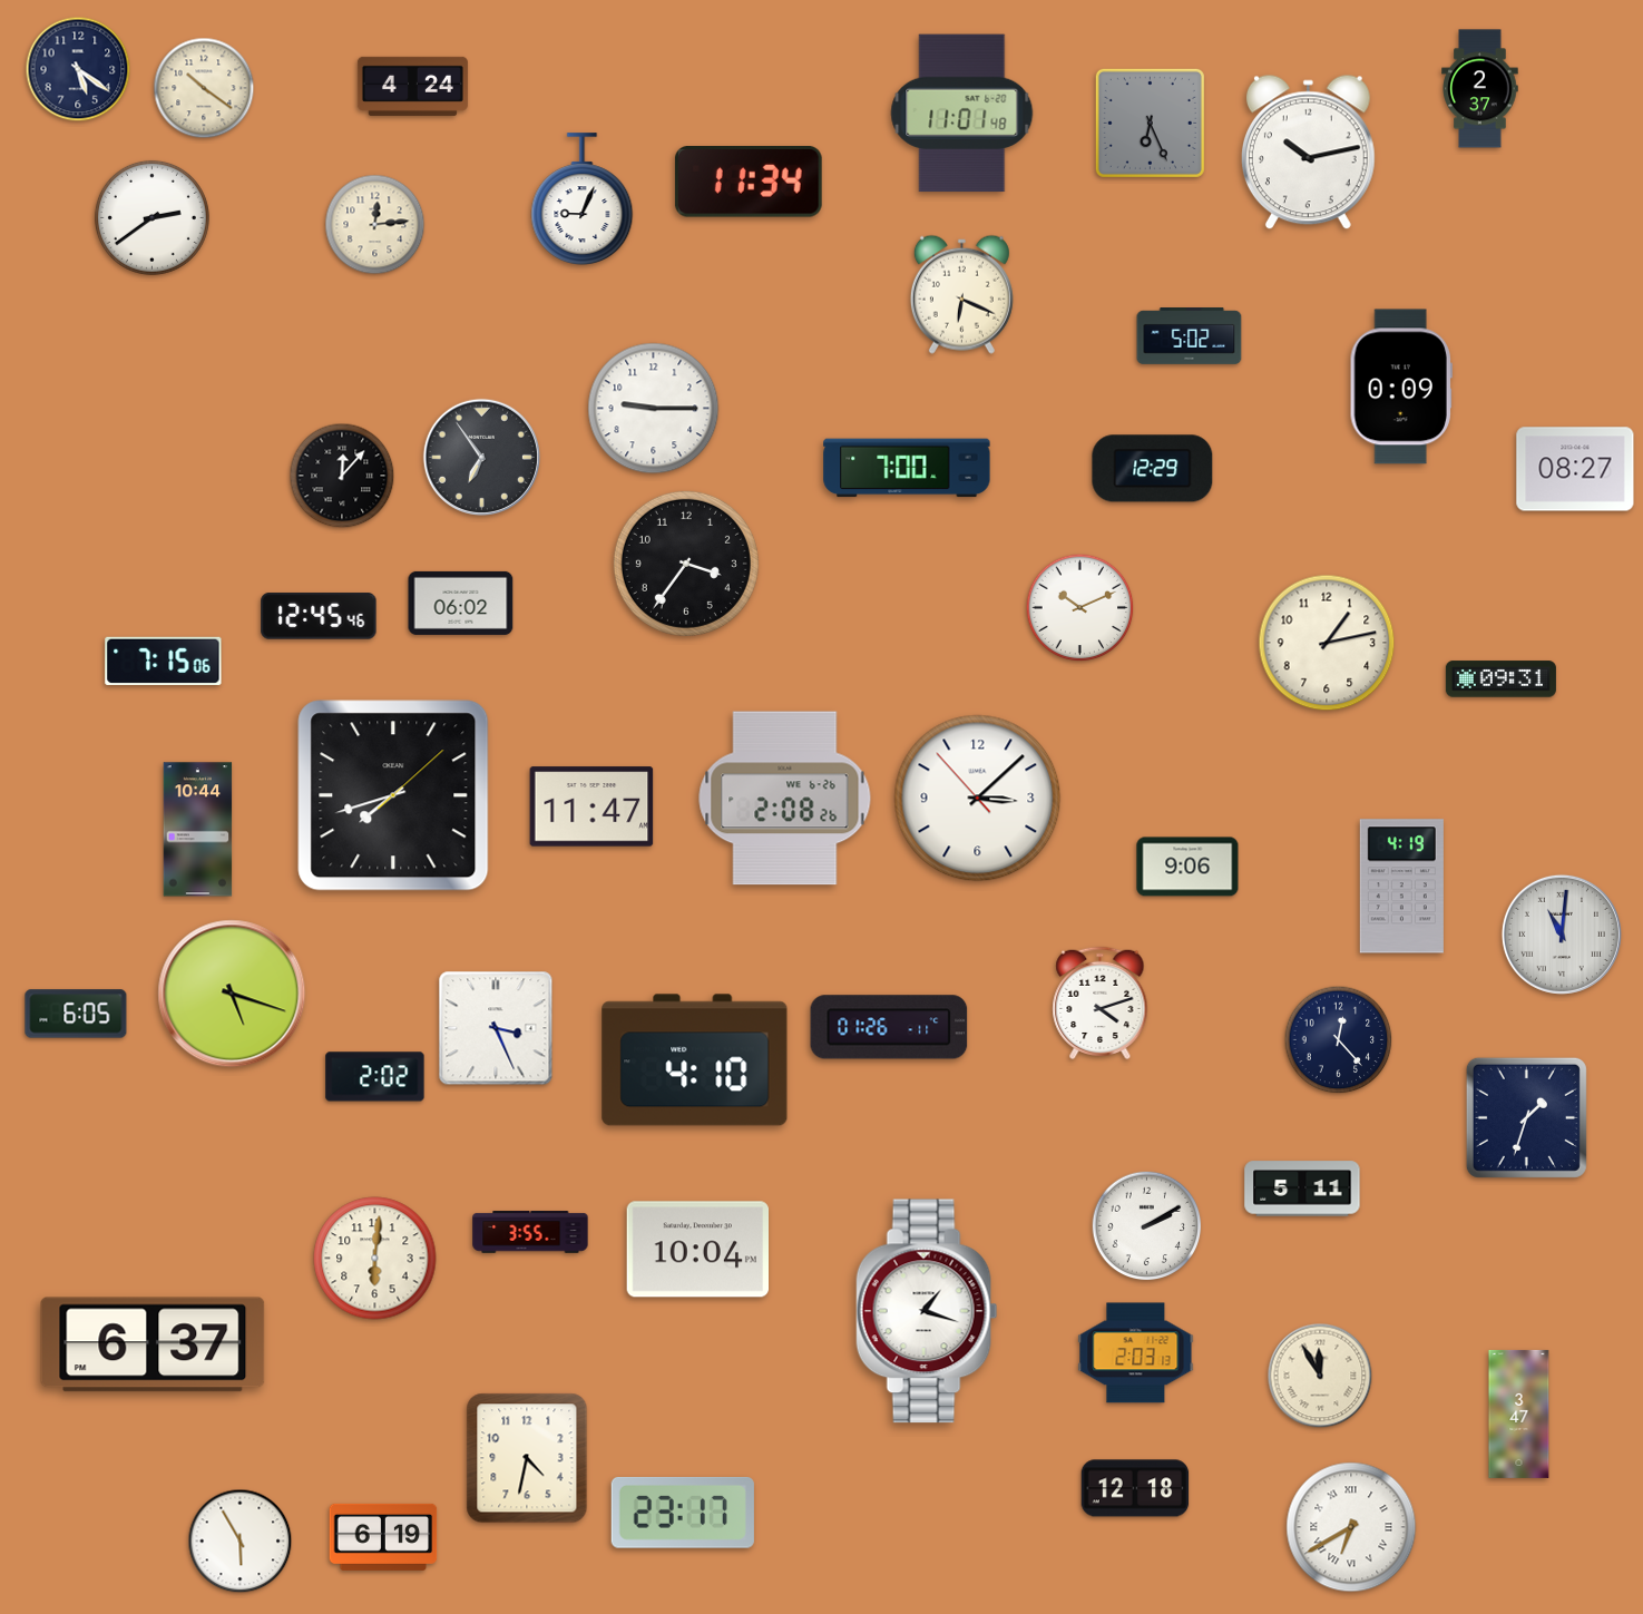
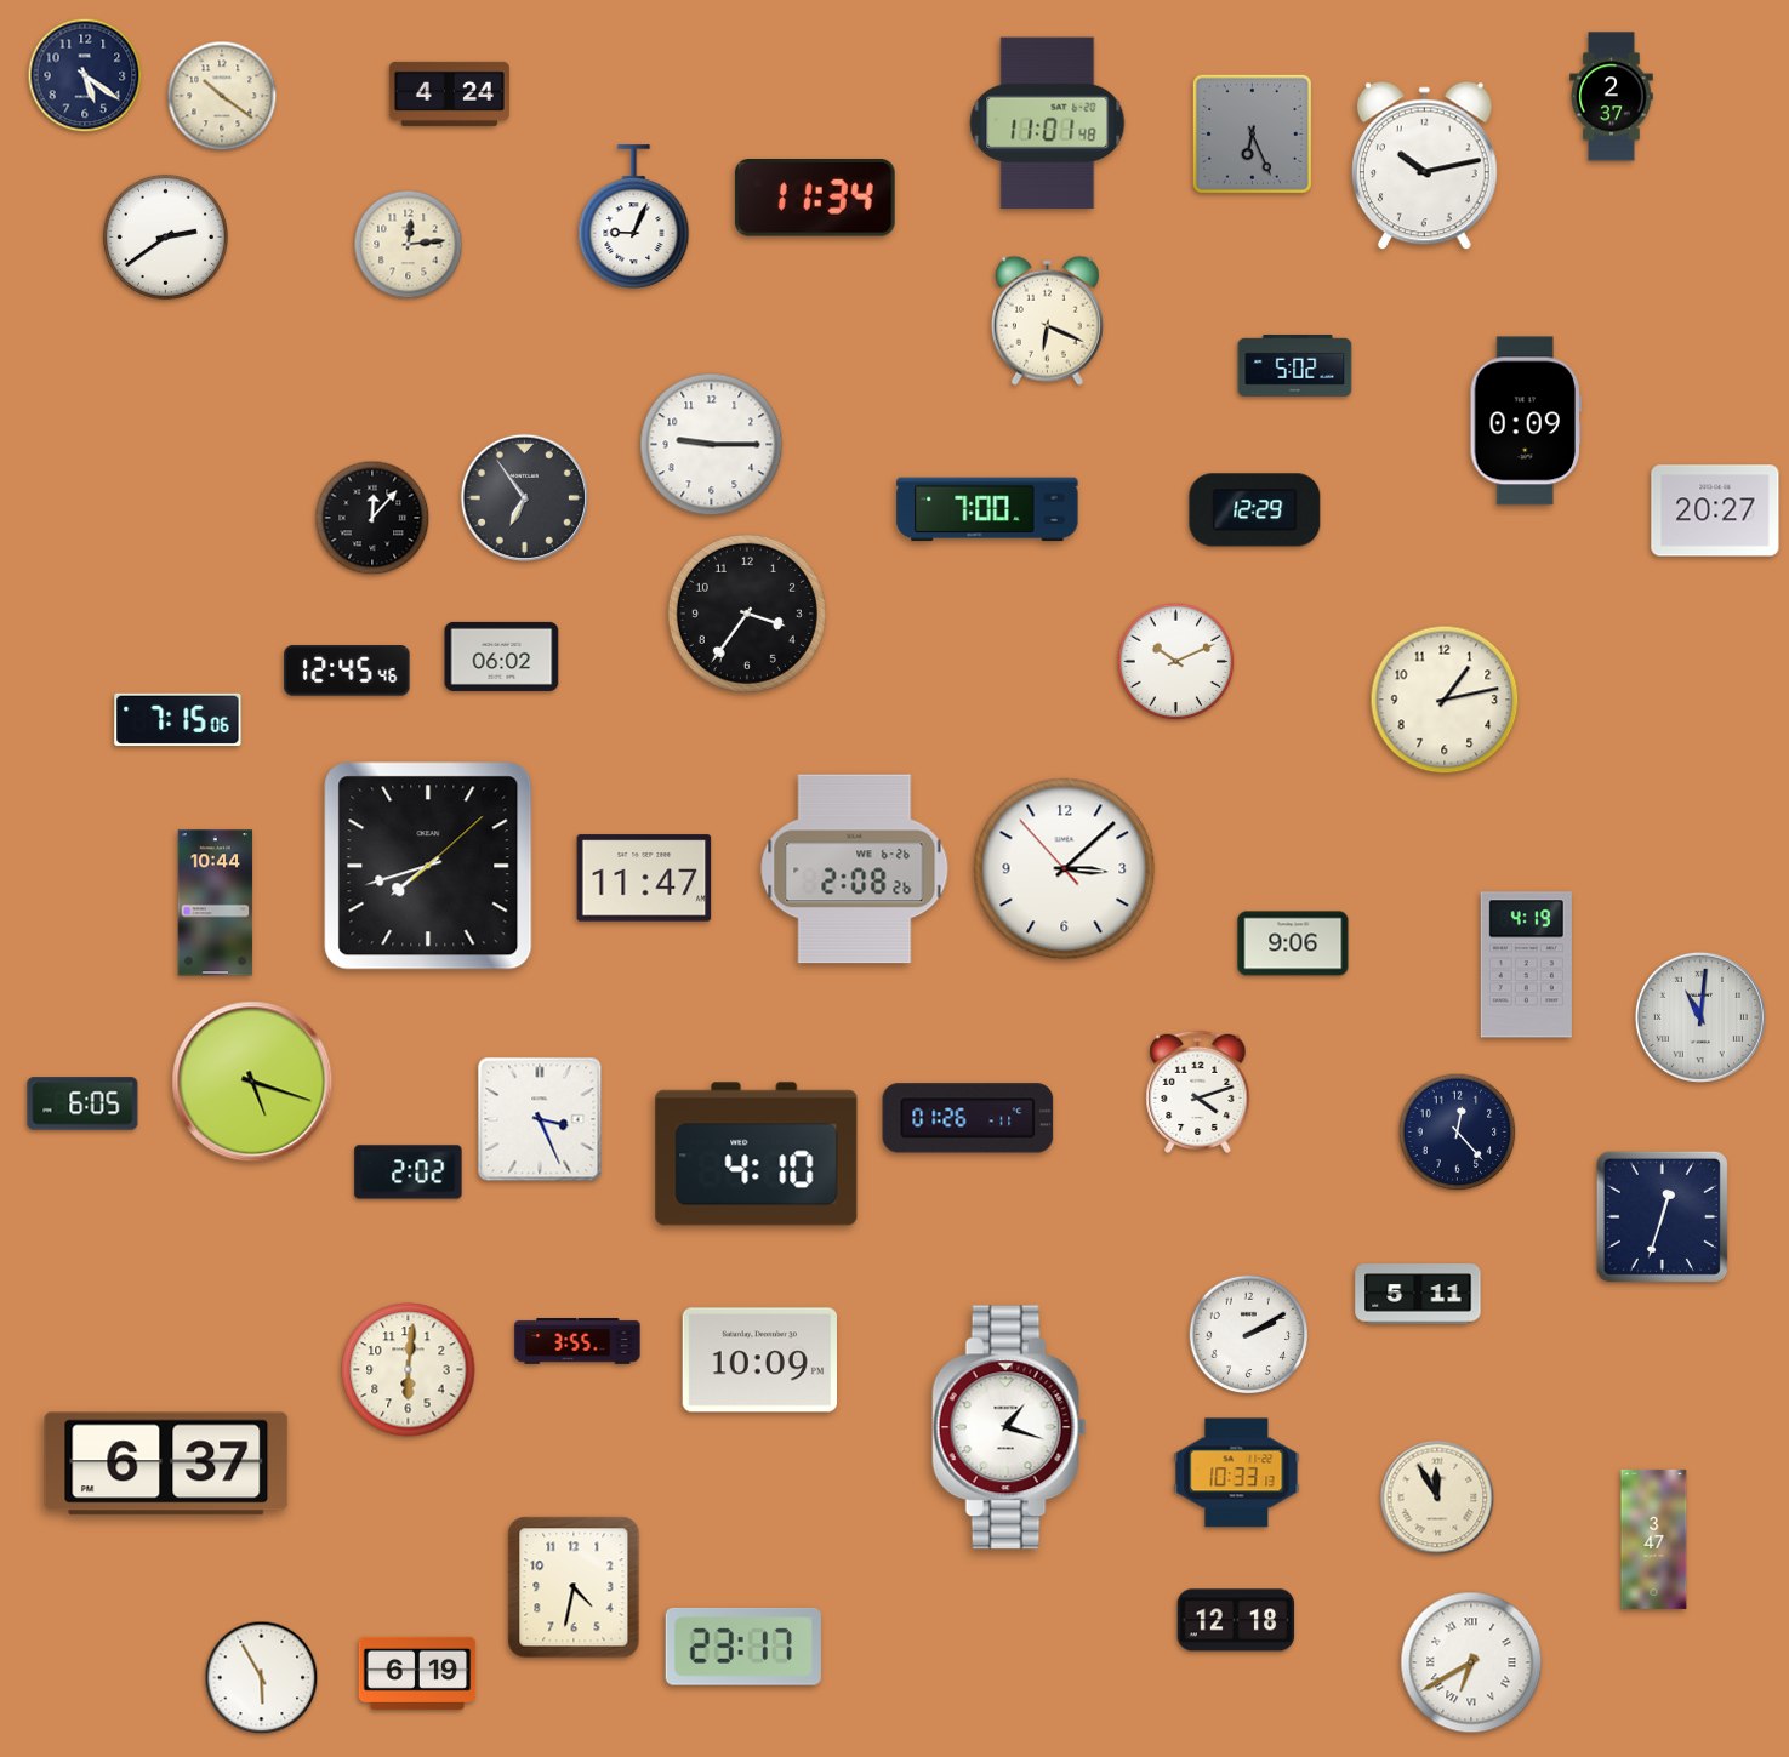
clock at (1575, 469): 08:27 -> 20:27
clock at (1500, 679): 09:31 -> none
clock at (1526, 1117): 1:33 -> 12:33
clock at (697, 1250): 10:04 -> 10:09
clock at (1136, 1353): 2:03 -> 10:33
